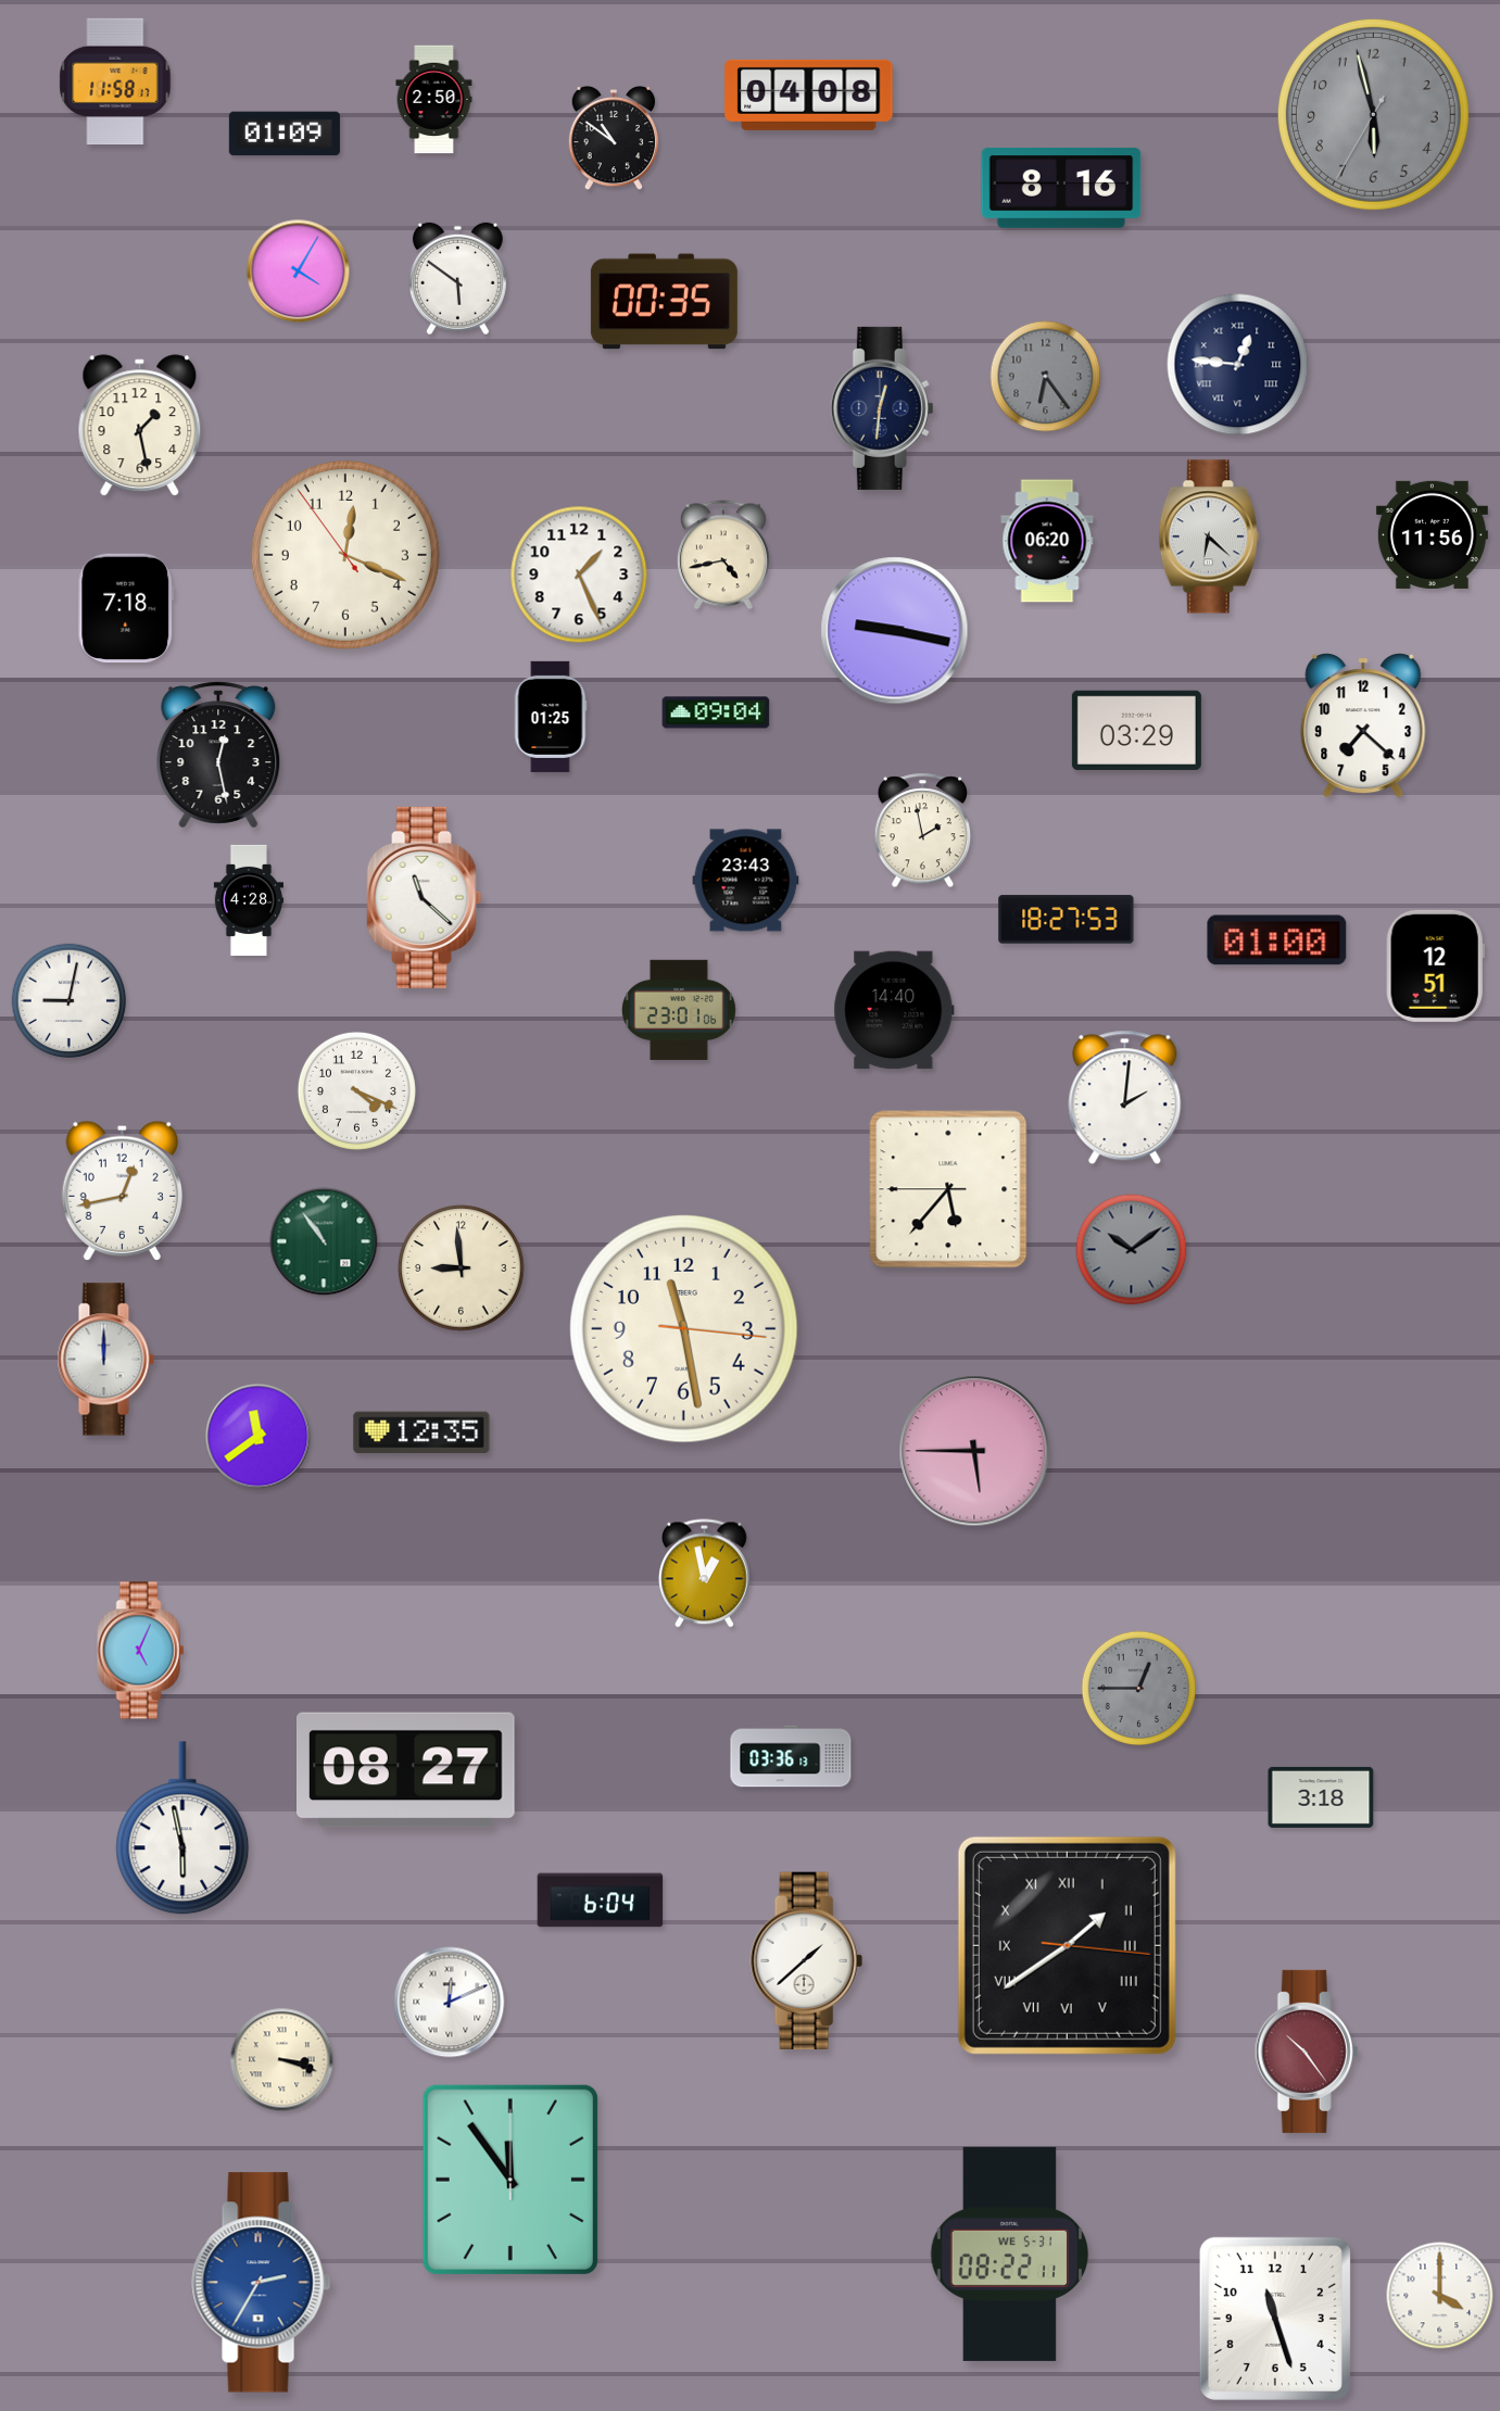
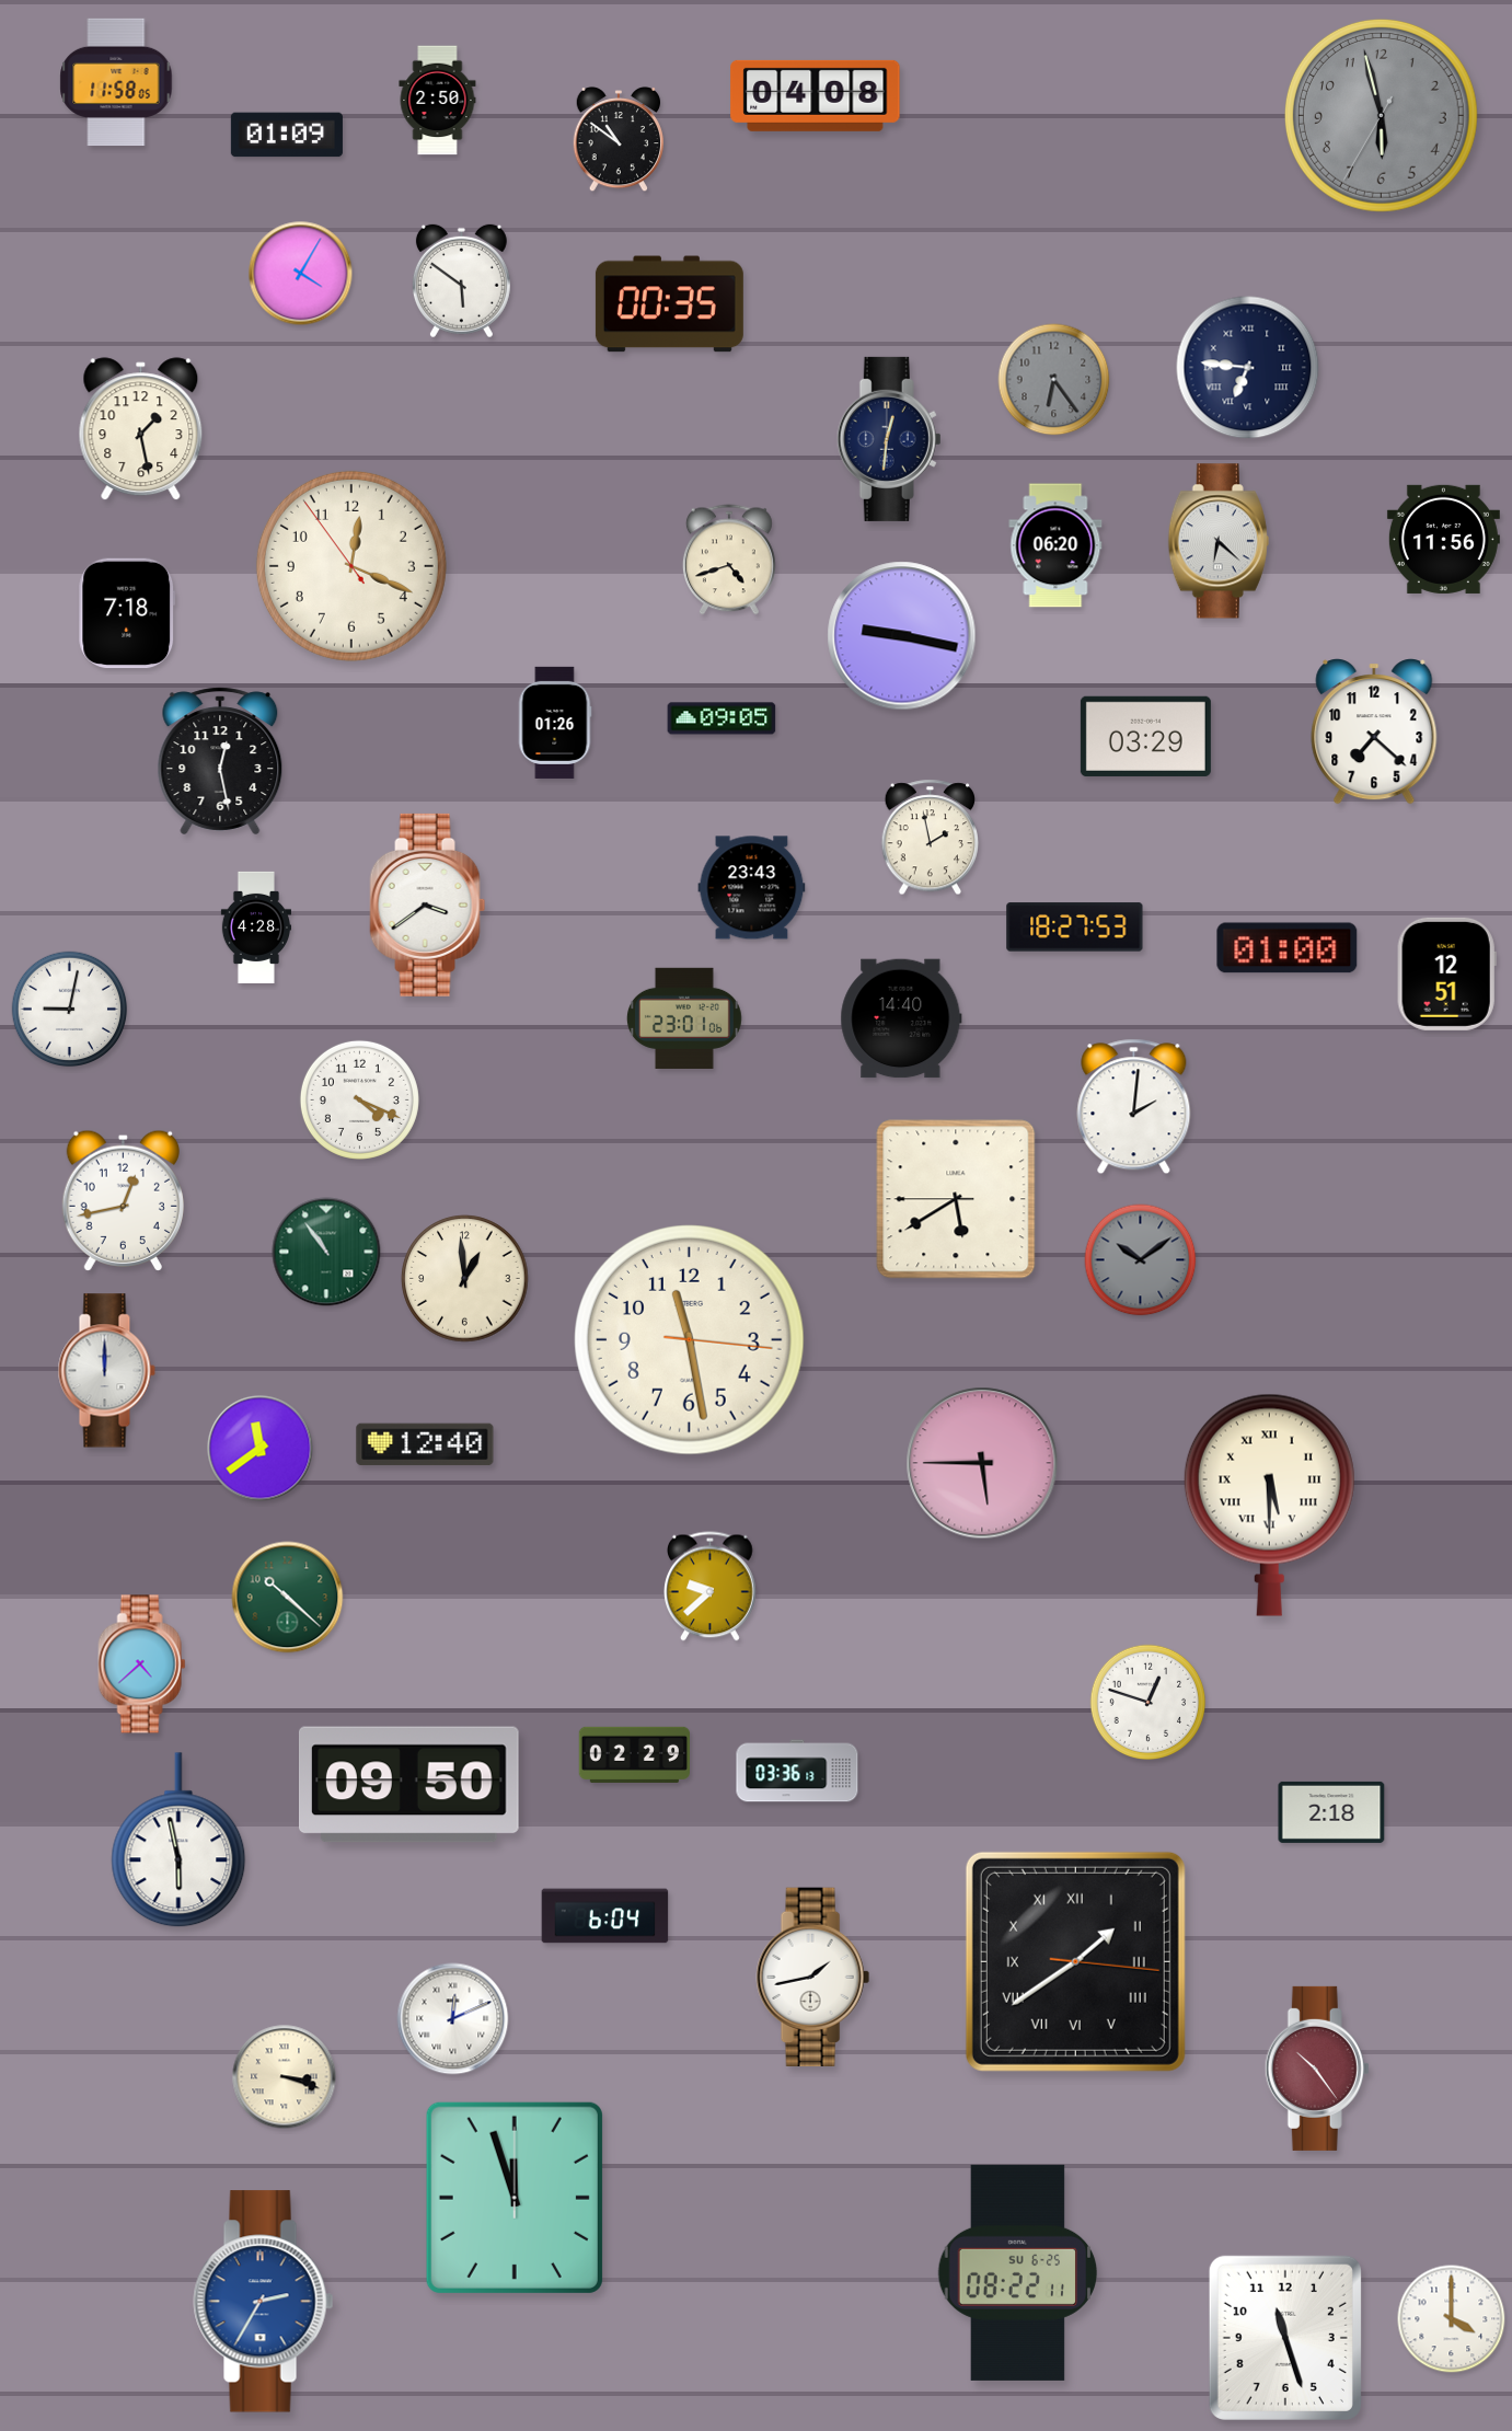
clock at (115, 81): 11:58:17 -> 11:58:05
clock at (1373, 114) position: (1373, 114) -> (1381, 115)
clock at (1061, 188): 8:16 -> none
clock at (1238, 365): 12:46 -> 6:46
clock at (882, 408) position: (882, 408) -> (889, 439)
clock at (345, 555) position: (345, 555) -> (351, 566)
clock at (723, 555): 4:43 -> 4:42
clock at (579, 575): 1:26 -> none
clock at (716, 712): 09:04 -> 09:05
clock at (551, 717): 01:25 -> 01:26
clock at (425, 897): 11:22 -> 3:39
clock at (248, 900) position: (248, 900) -> (255, 928)
clock at (948, 1189): 5:36 -> 5:39
clock at (462, 1268): 8:59 -> 12:59
clock at (421, 1432): 12:35 -> 12:40
clock at (1269, 1505): none -> 5:30
clock at (705, 1574): 12:58 -> 9:38
clock at (288, 1598): none -> 10:22
clock at (141, 1651): 5:04 -> 4:38
clock at (1139, 1689): 12:45 -> 12:48
clock at (1139, 1689) dial: grey -> white
clock at (634, 1754): none -> 02:29
clock at (406, 1770): 08:27 -> 09:50
clock at (1321, 1797): 3:18 -> 2:18
clock at (182, 1829) position: (182, 1829) -> (178, 1841)
clock at (806, 1960): 1:38 -> 1:43
clock at (510, 2180): 11:54 -> 11:57
clock at (1010, 2254) date: WE 5-31 -> SU 6-25
clock at (1440, 2296) position: (1440, 2296) -> (1452, 2319)
